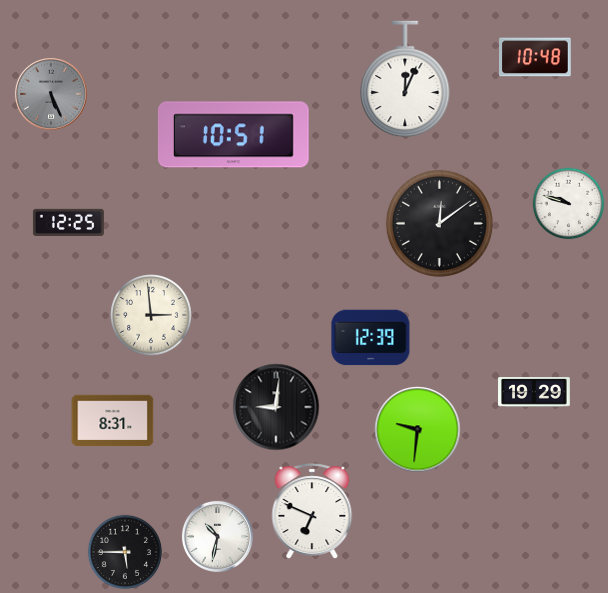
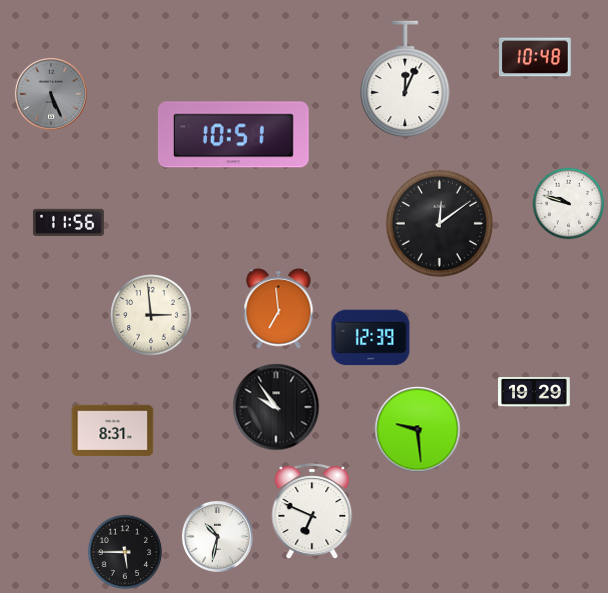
clock at (68, 222): 12:25 -> 11:56
clock at (279, 309): none -> 6:59
clock at (276, 407): 9:01 -> 9:54
clock at (113, 421) position: (113, 421) -> (113, 431)
clock at (418, 430): 9:31 -> 9:29
